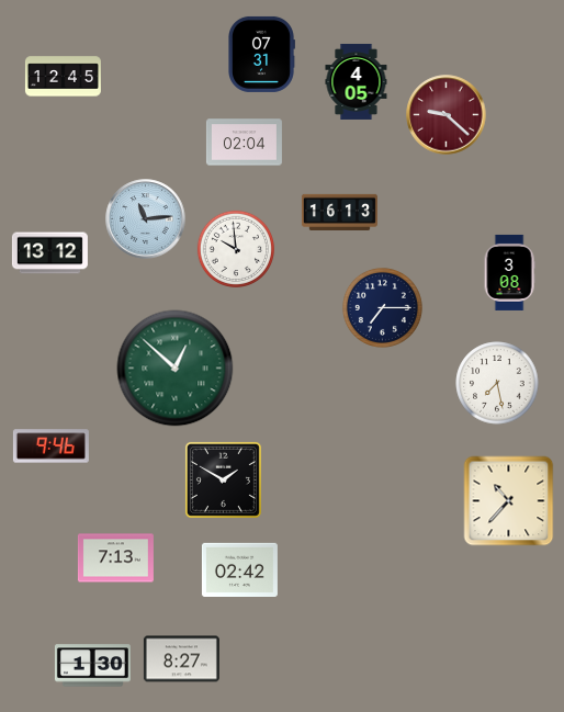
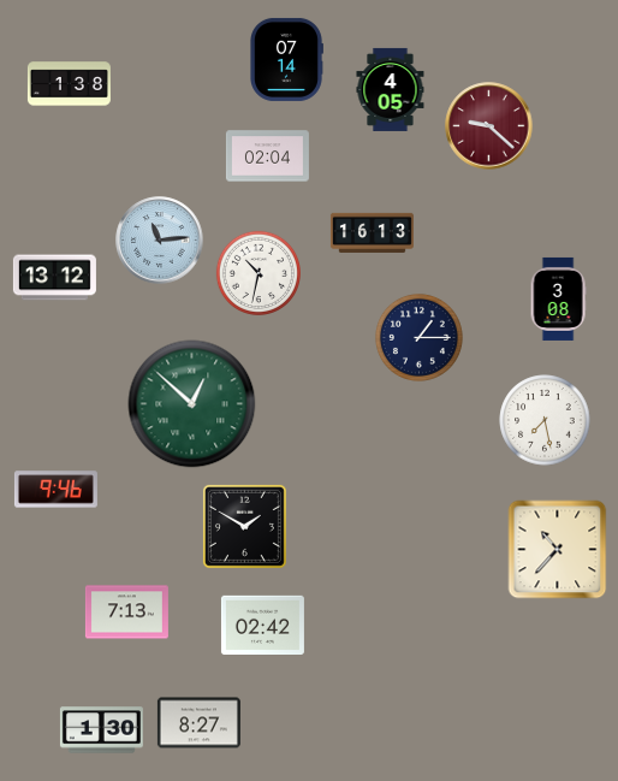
clock at (262, 54): 07:31 -> 07:14
clock at (63, 77): 12:45 -> 1:38
clock at (236, 249): 9:59 -> 10:32
clock at (382, 307): 7:15 -> 1:15
